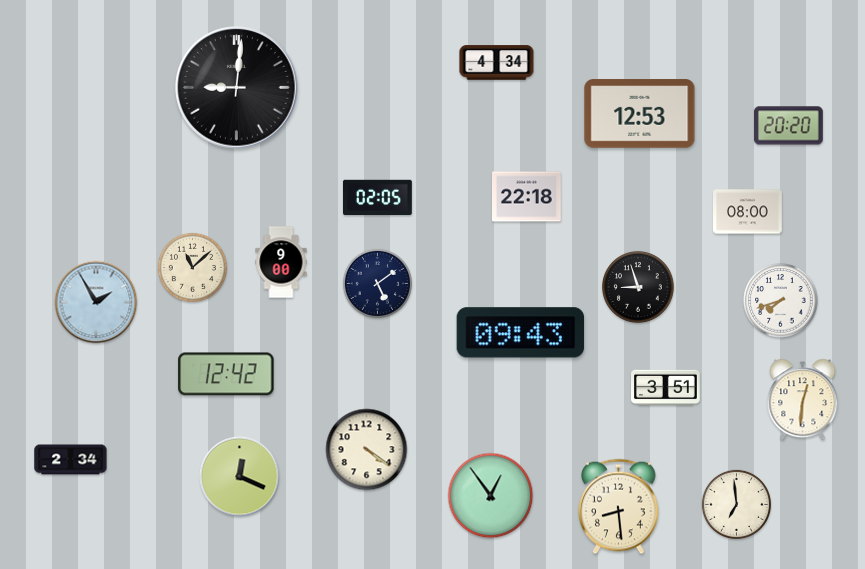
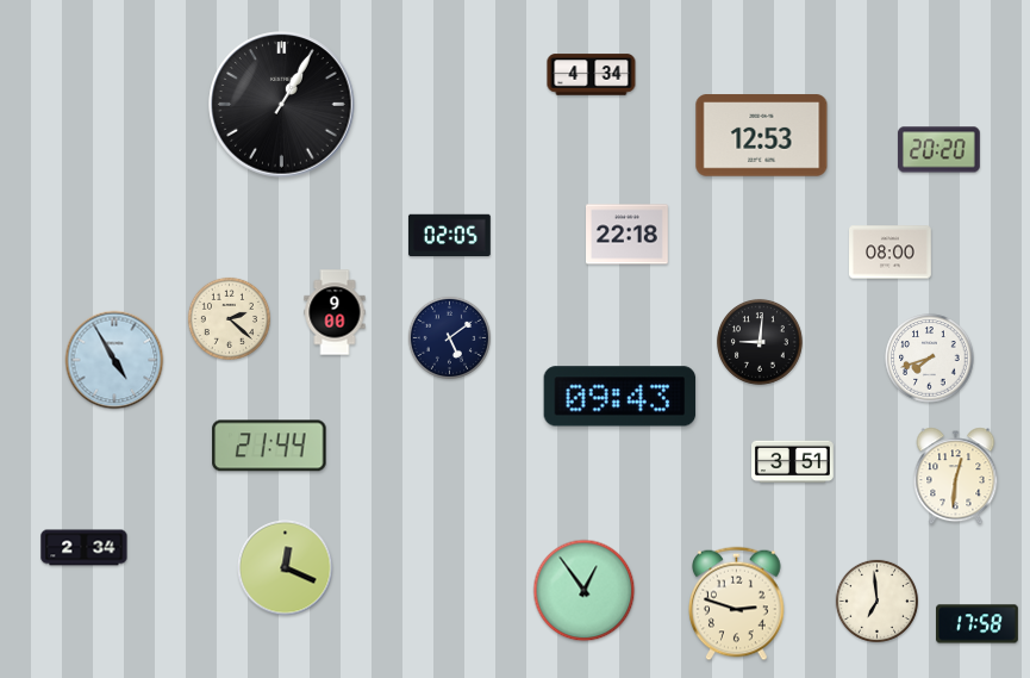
clock at (237, 88): 9:01 -> 1:05
clock at (192, 267): 11:08 -> 2:22
clock at (638, 287): 8:57 -> 9:01
clock at (96, 302): 1:55 -> 4:55
clock at (226, 374): 12:42 -> 21:44
clock at (367, 450): 4:21 -> none
clock at (619, 507): 8:29 -> 2:48
clock at (978, 624): none -> 17:58
